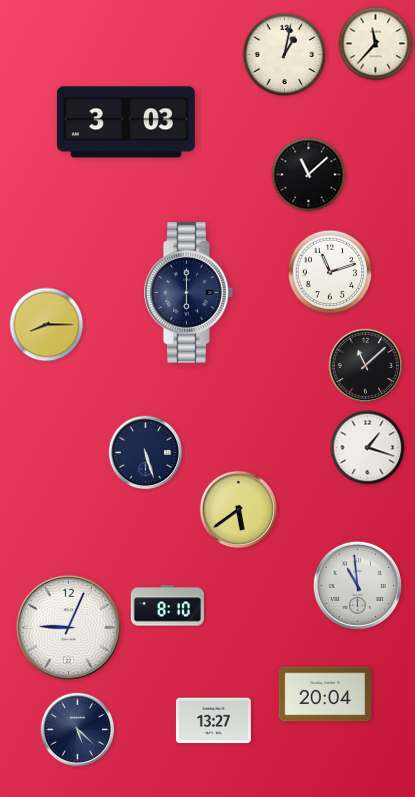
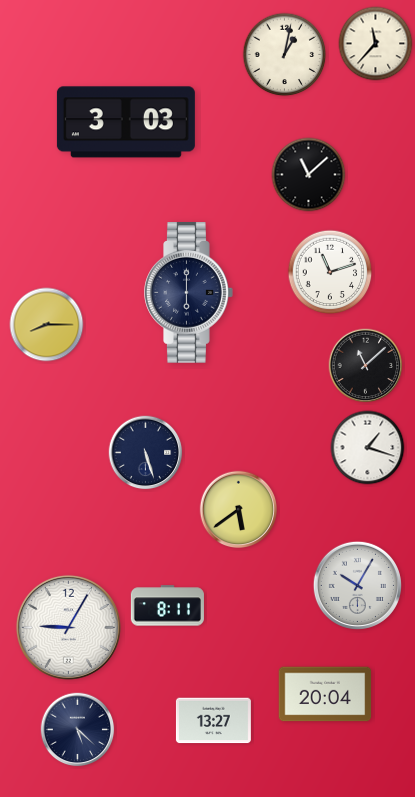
clock at (357, 585): 10:59 -> 10:05
clock at (167, 606): 8:10 -> 8:11
clock at (68, 627): 9:04 -> 9:05
